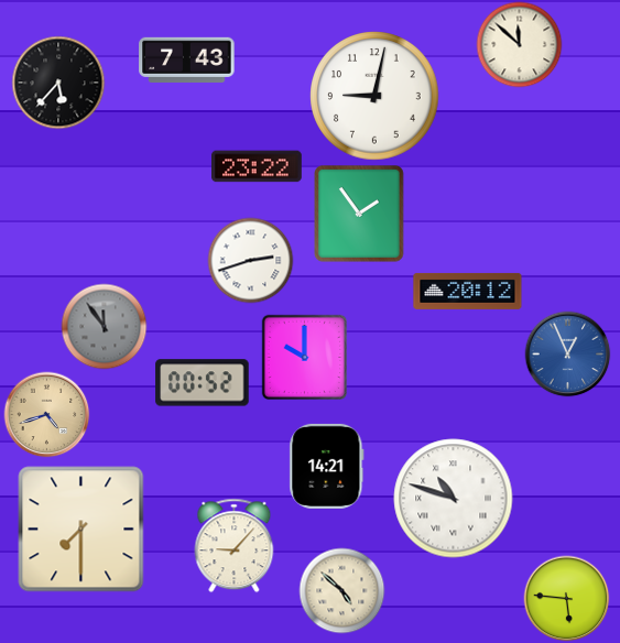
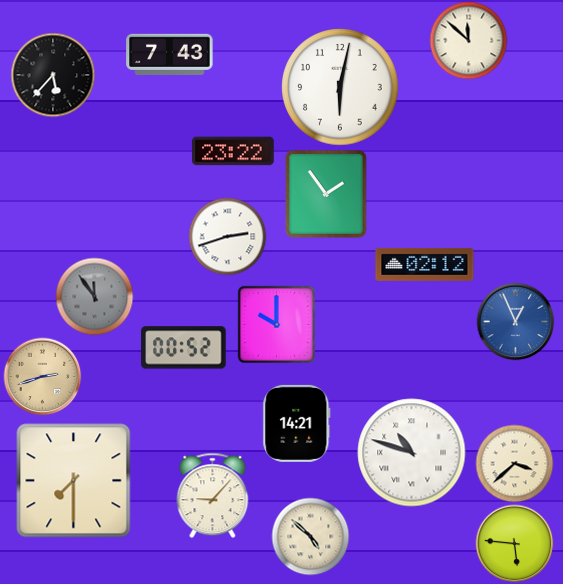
clock at (519, 44) position: (519, 44) -> (468, 40)
clock at (374, 96): 9:02 -> 6:02
clock at (468, 291): 20:12 -> 02:12
clock at (46, 414): 4:42 -> 2:42
clock at (514, 463): none -> 3:38
